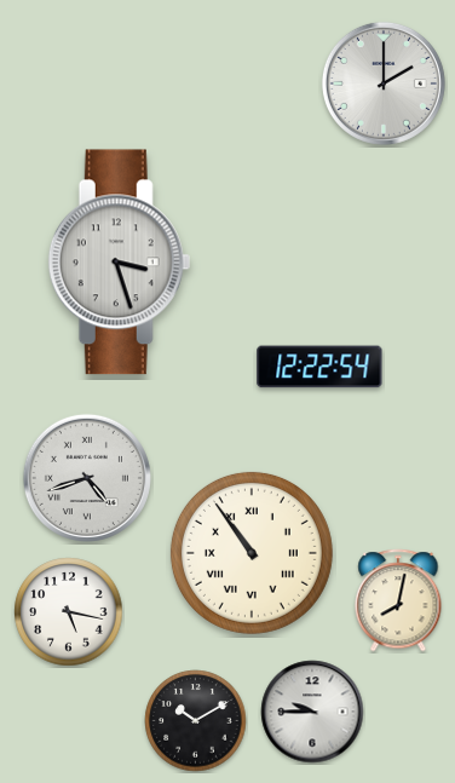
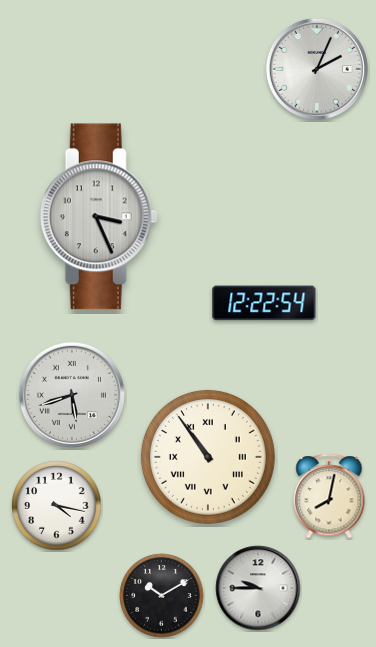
clock at (384, 84): 2:00 -> 2:04
clock at (120, 263): 3:27 -> 3:26
clock at (87, 478): 4:42 -> 5:42
clock at (69, 612): 5:17 -> 4:17
